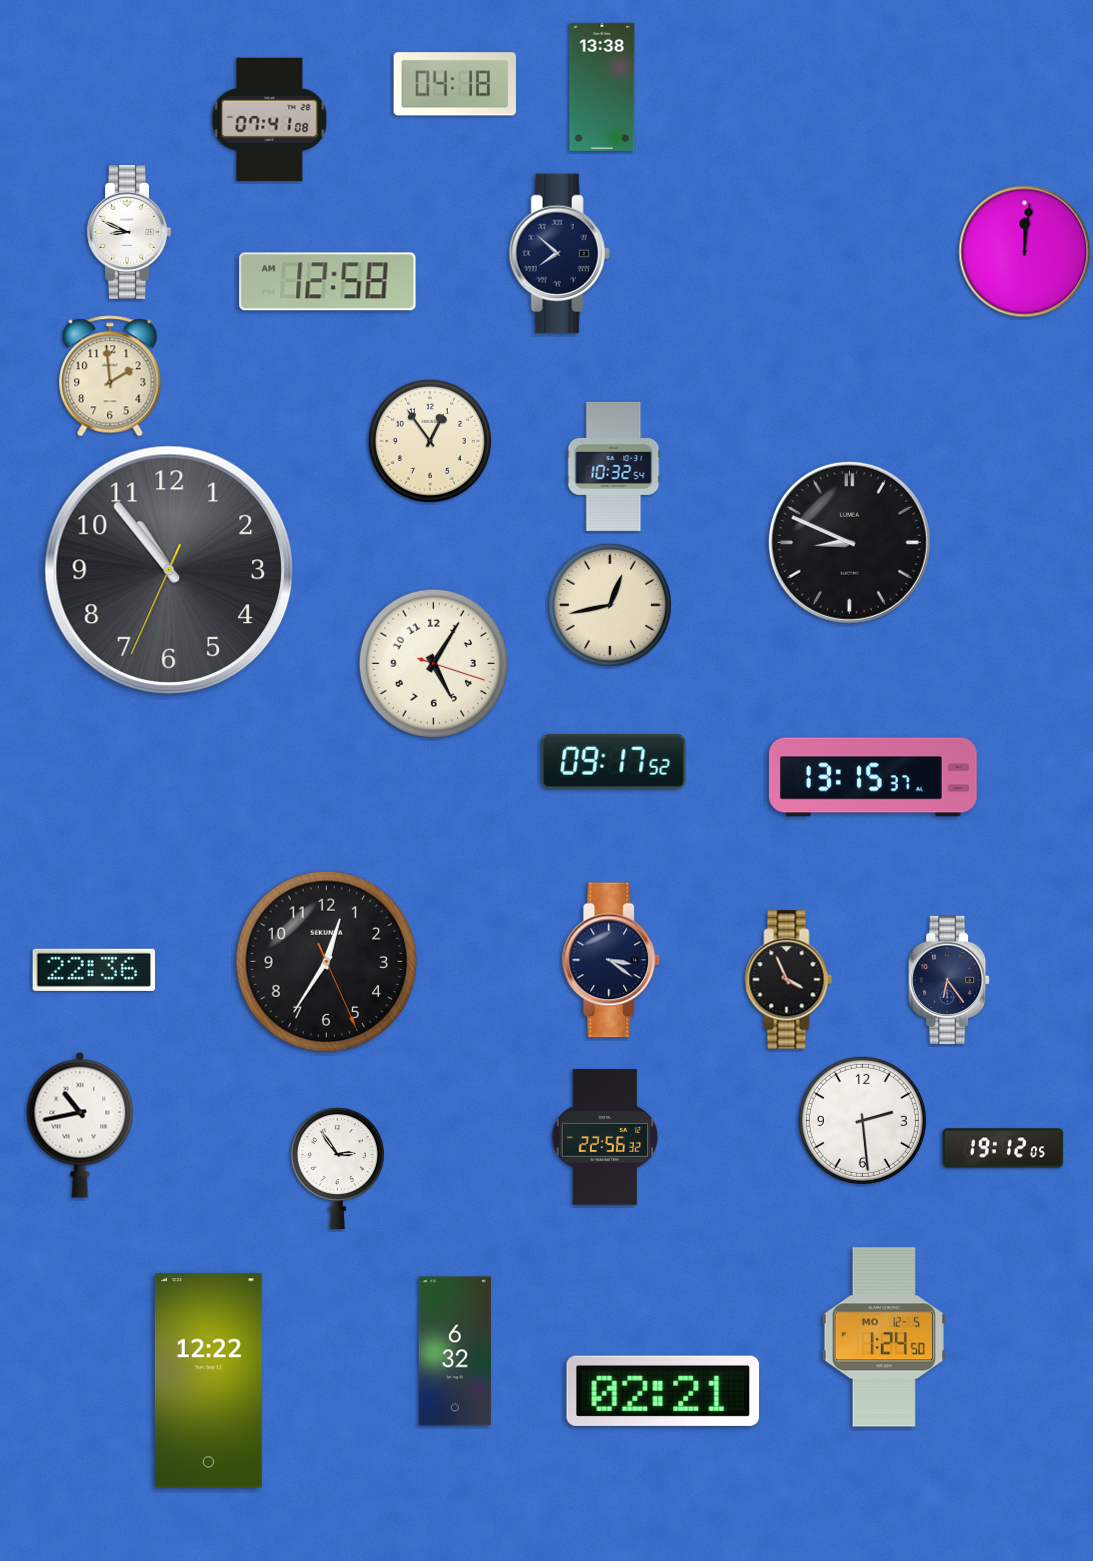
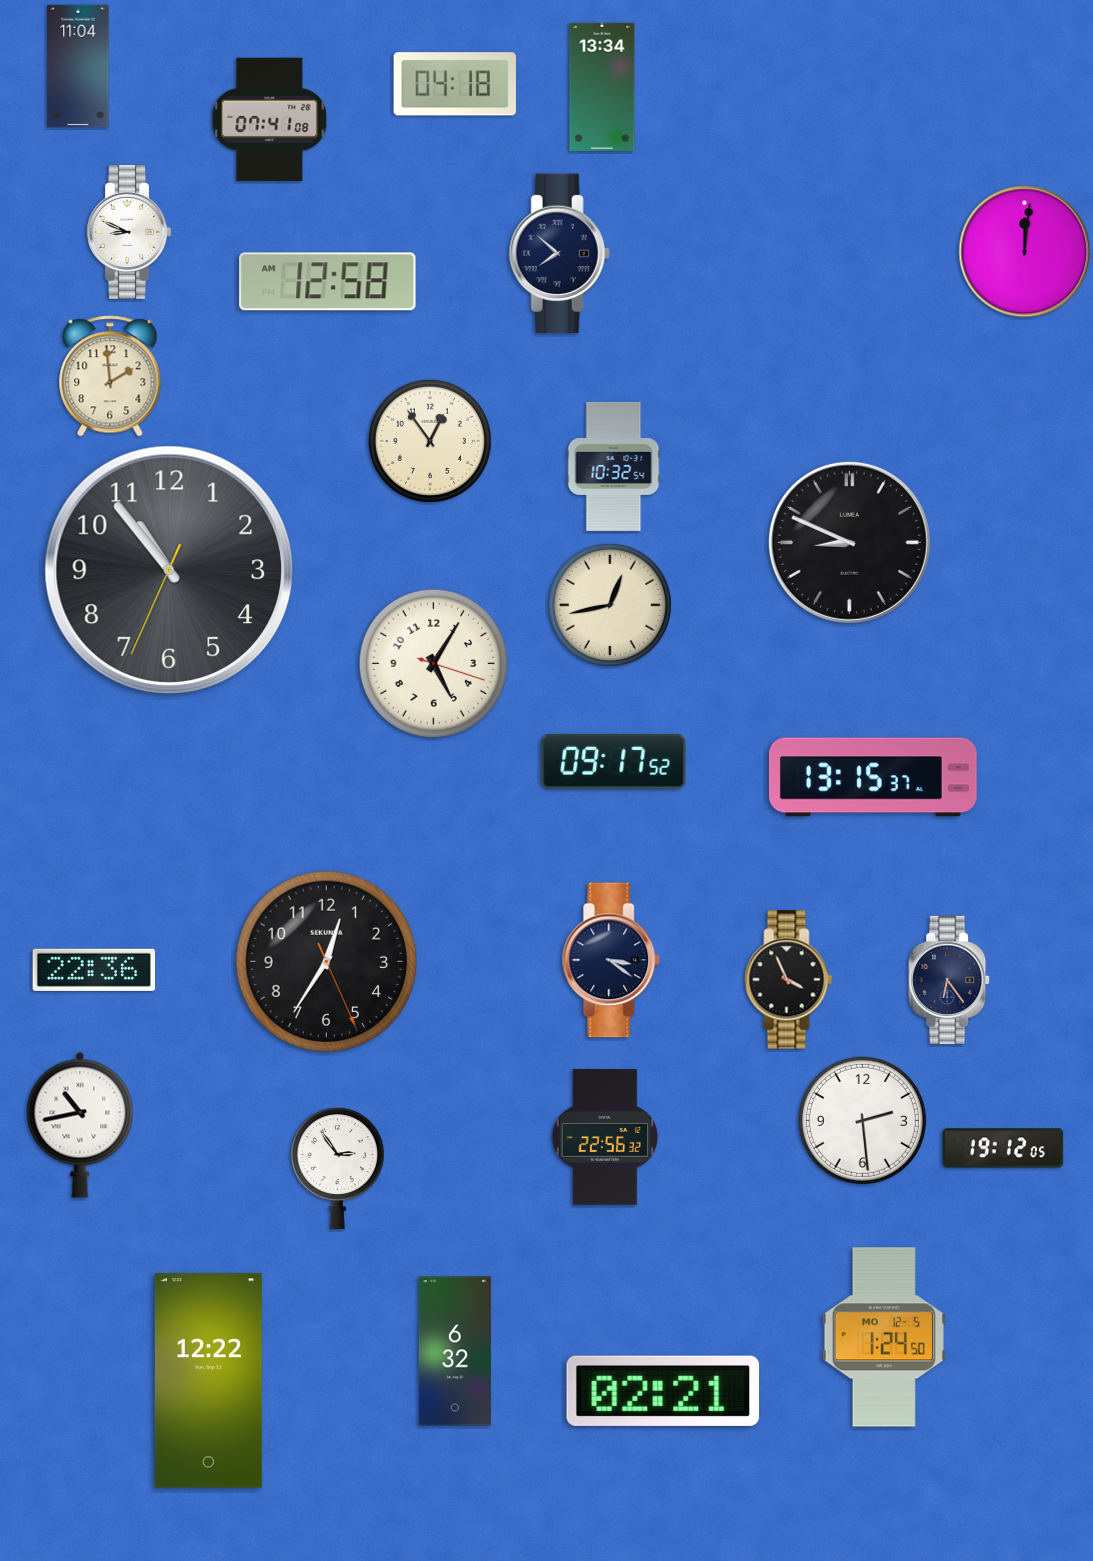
clock at (78, 66): none -> 11:04
clock at (602, 87): 13:38 -> 13:34
